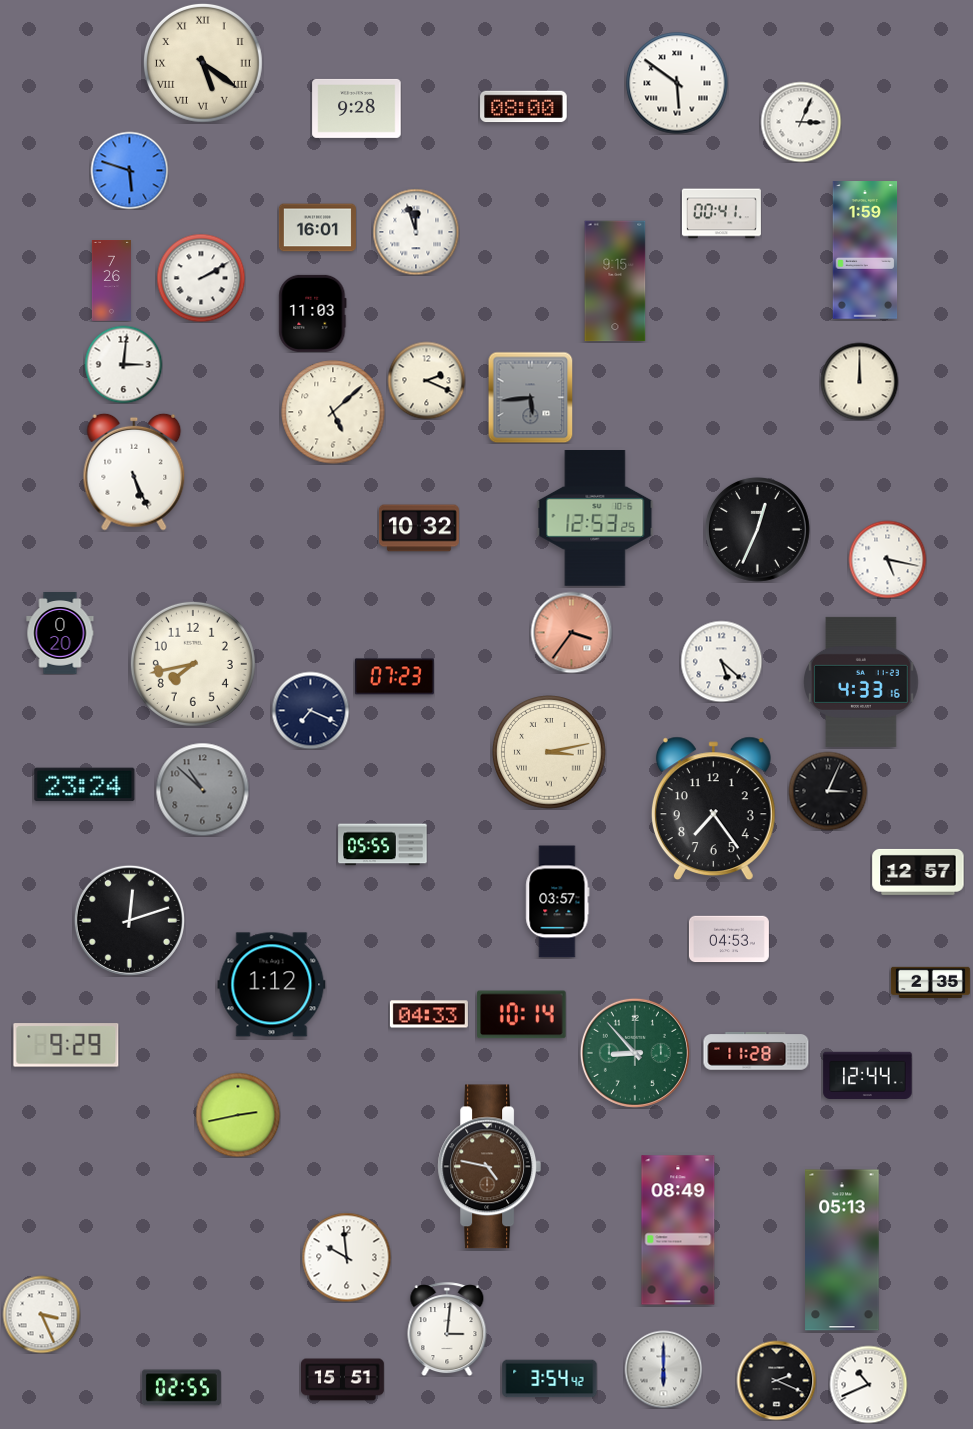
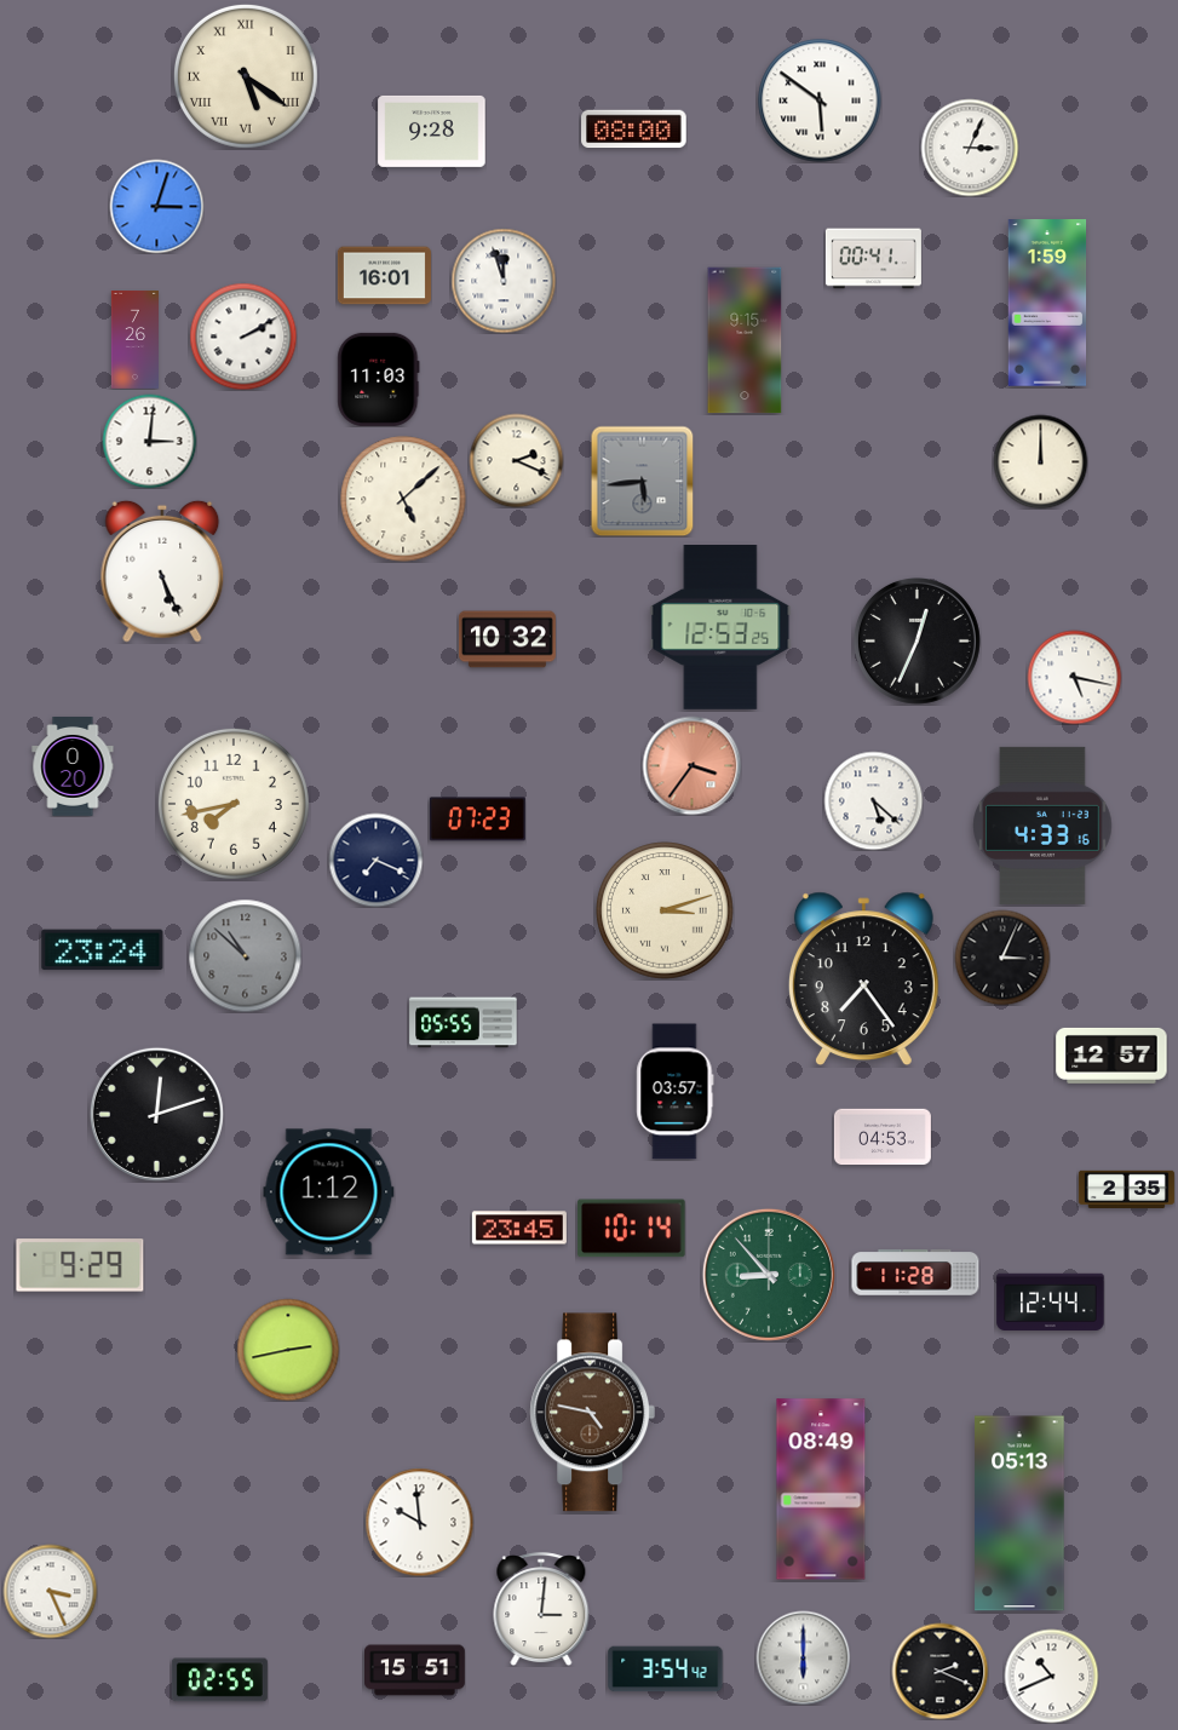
clock at (129, 170): 5:48 -> 3:03
clock at (549, 752): 3:13 -> 3:12
clock at (429, 1014): 04:33 -> 23:45
